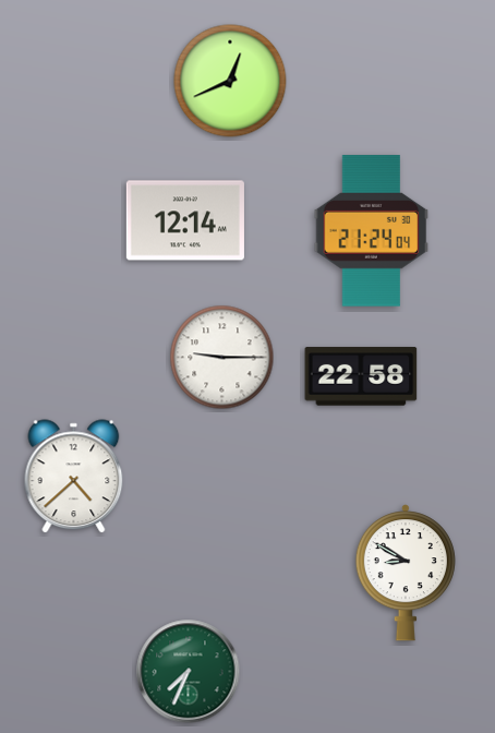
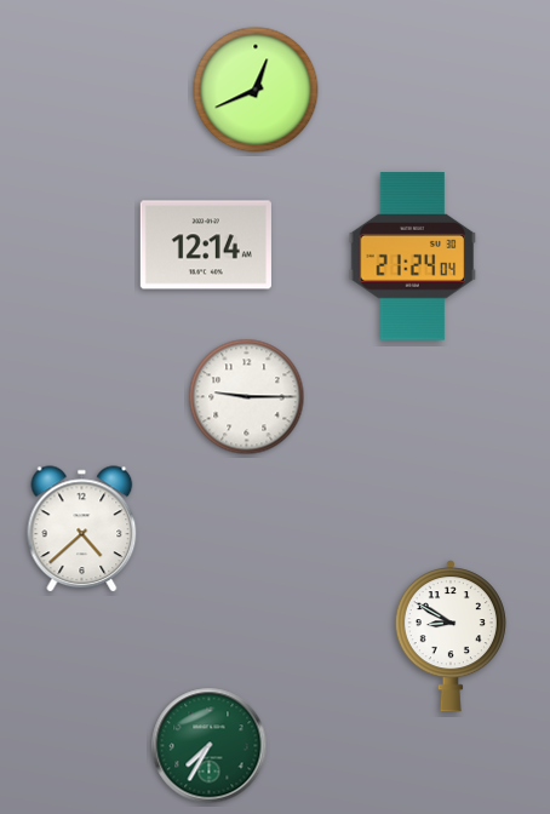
clock at (361, 376): 22:58 -> none
clock at (189, 672): 7:34 -> 7:35
